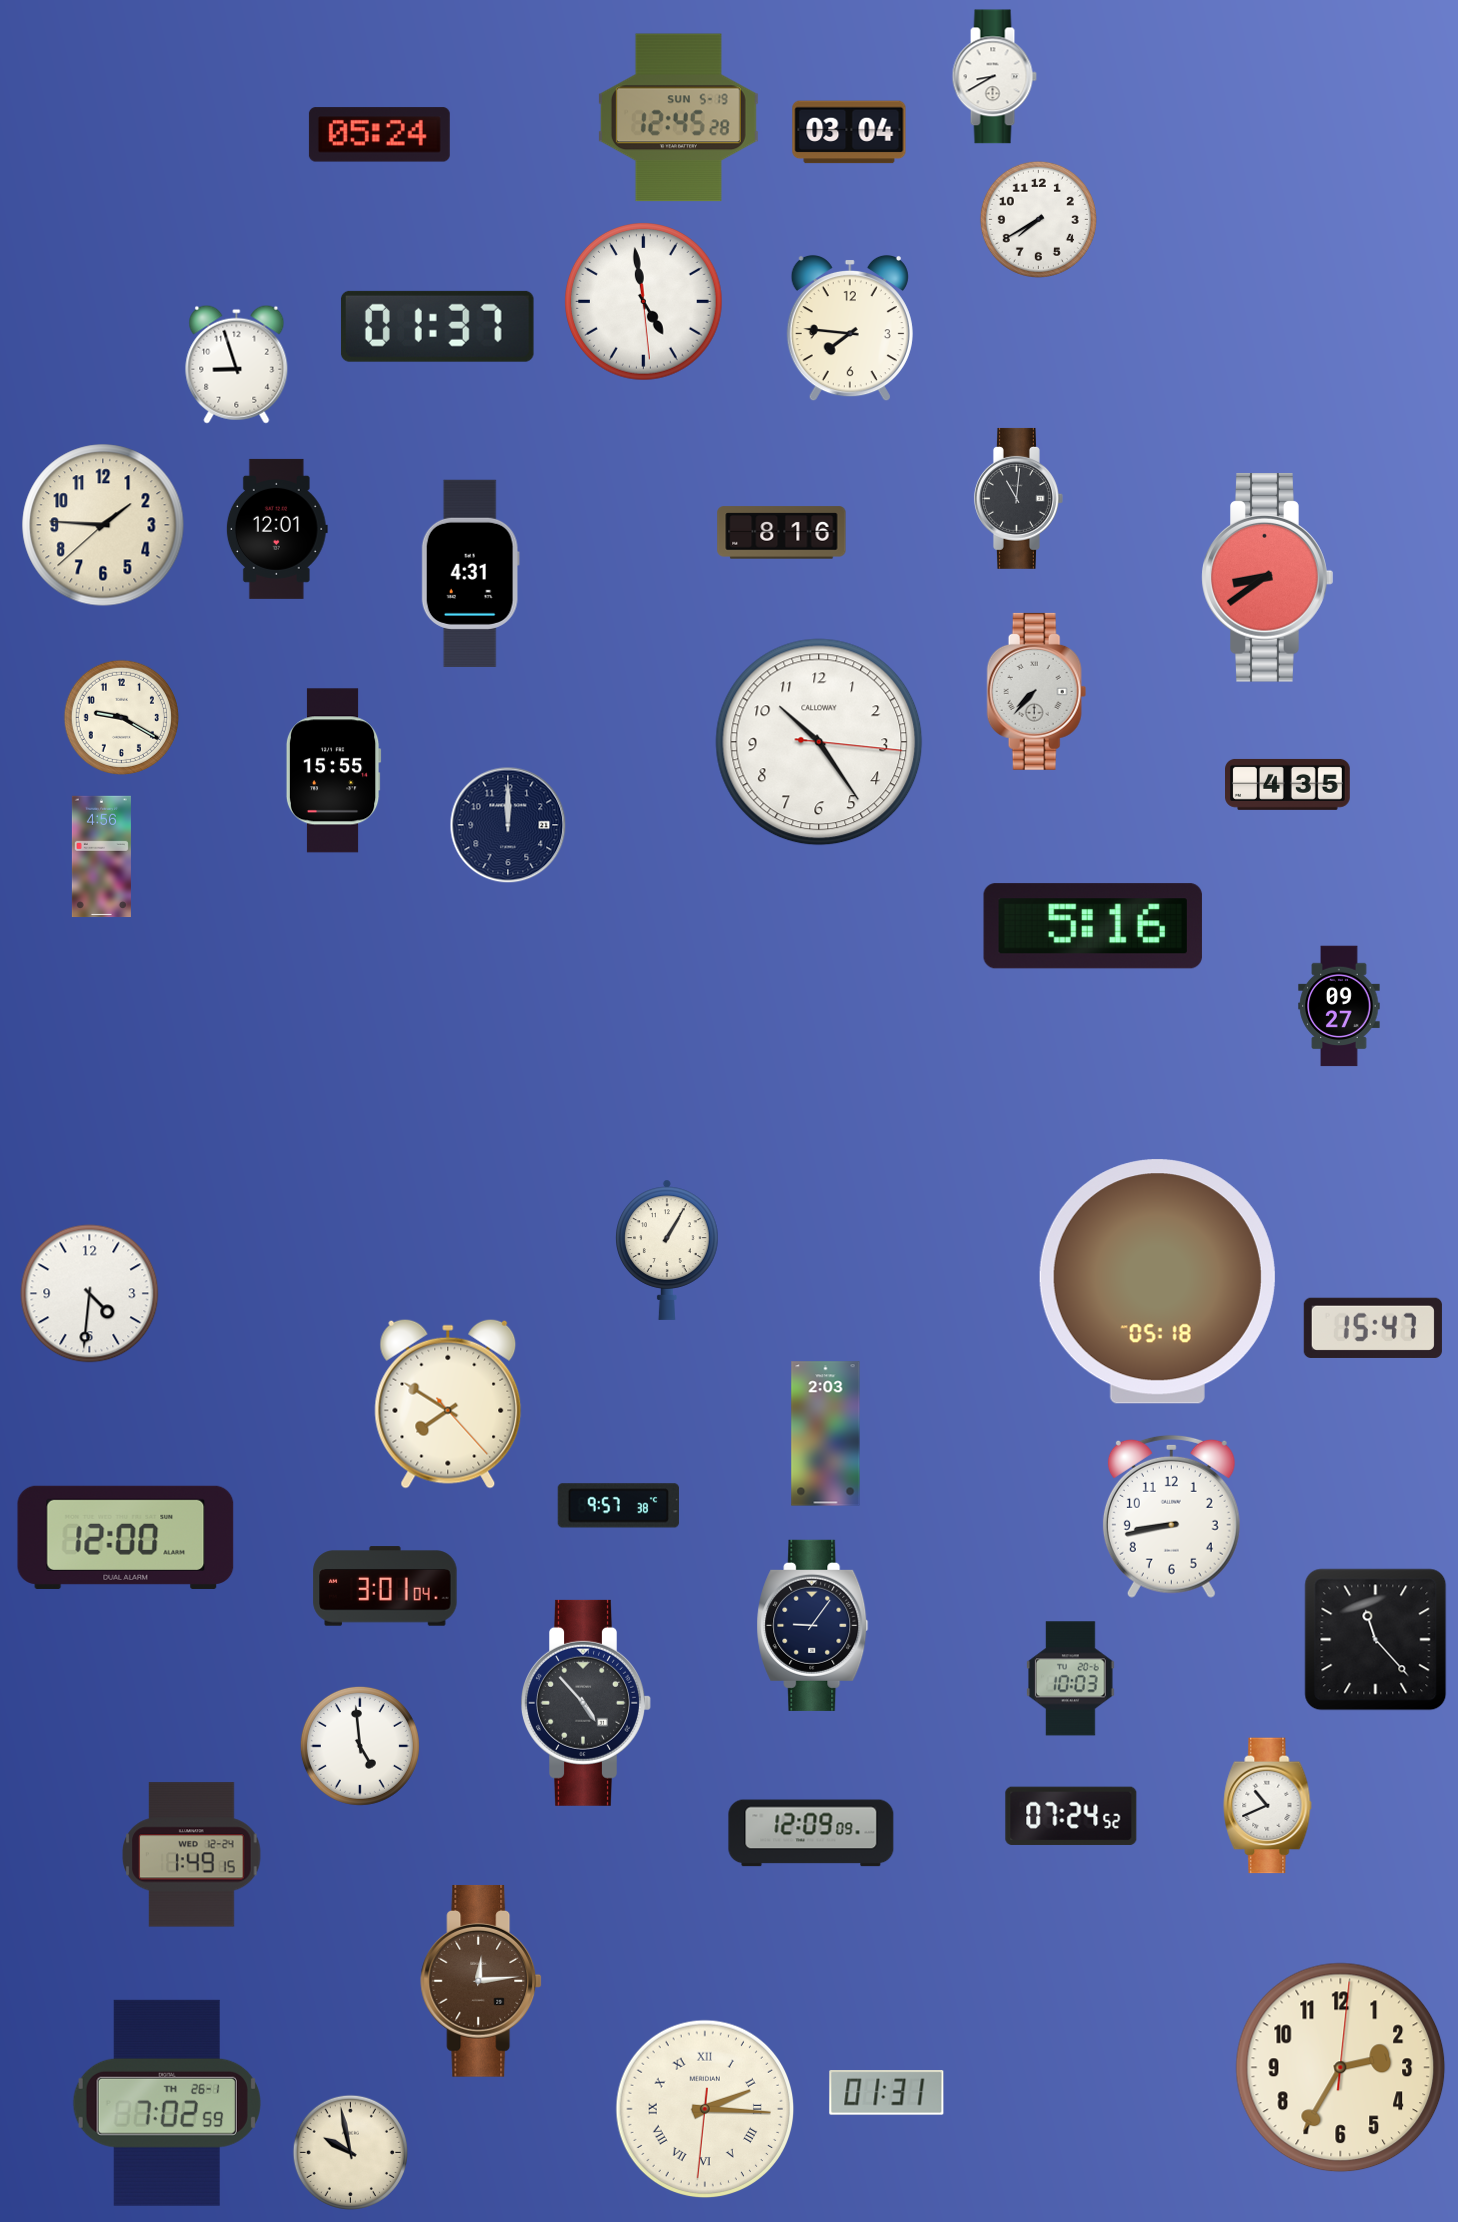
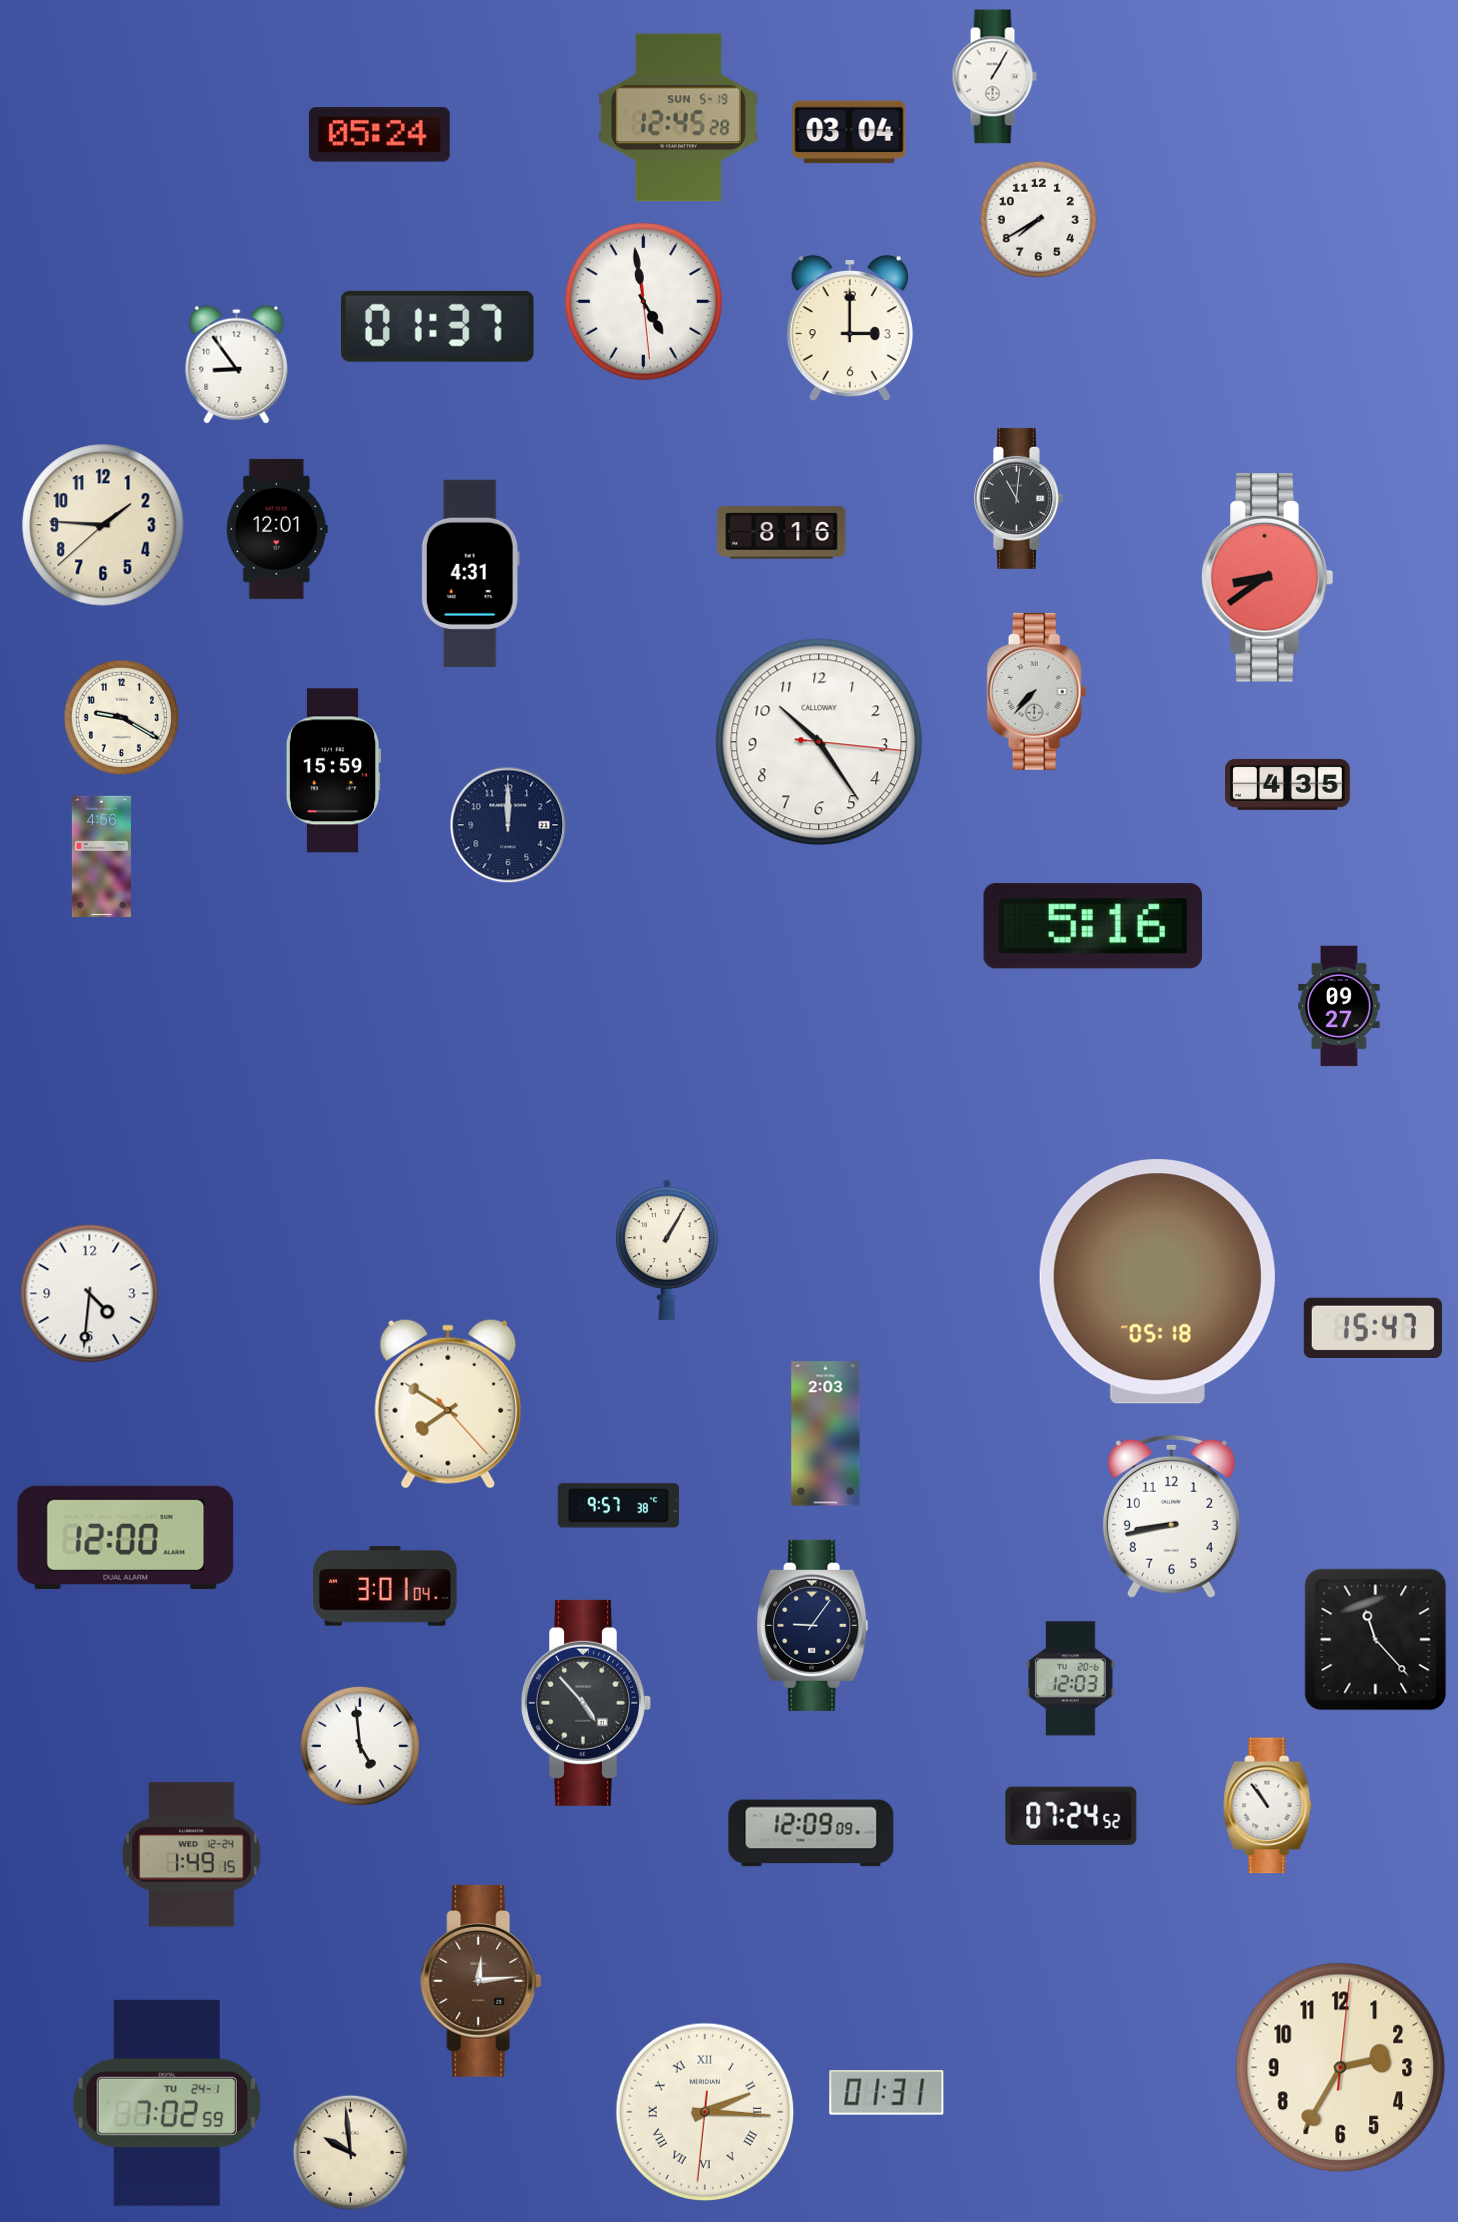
clock at (994, 77): 8:40 -> 1:05
clock at (850, 328): 7:46 -> 3:00
clock at (237, 364): 8:57 -> 8:54
clock at (333, 771): 15:55 -> 15:59
clock at (1071, 1679): 10:03 -> 12:03
clock at (1268, 1806): 10:41 -> 10:54
clock at (167, 2103) date: TH 26-1 -> TU 24-1
clock at (705, 2109) position: (705, 2109) -> (705, 2112)
clock at (350, 2152): 9:58 -> 9:59
